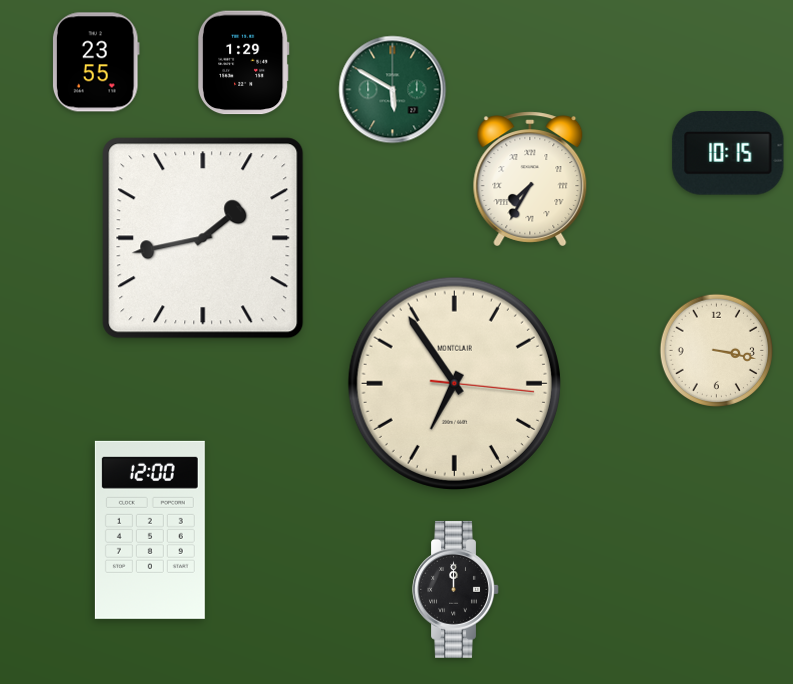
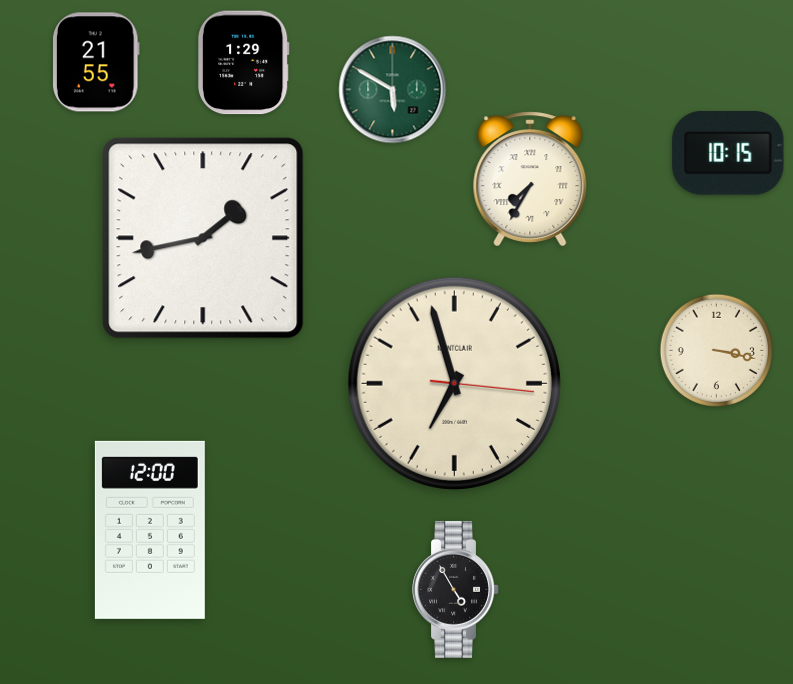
clock at (96, 62): 23:55 -> 21:55
clock at (454, 383): 6:54 -> 6:57
clock at (456, 589): 12:00 -> 4:55
